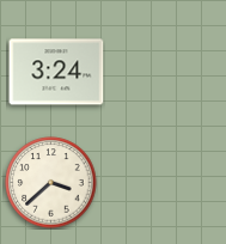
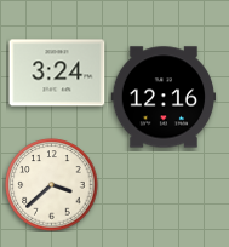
clock at (164, 97): none -> 12:16
